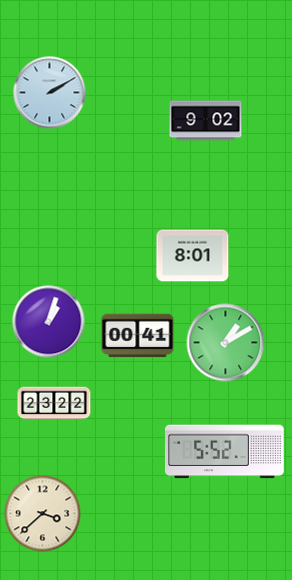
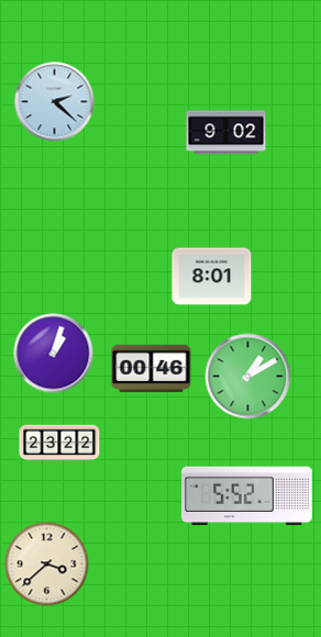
clock at (50, 93): 2:10 -> 2:22
clock at (193, 256) position: (193, 256) -> (212, 277)
clock at (138, 336): 00:41 -> 00:46
